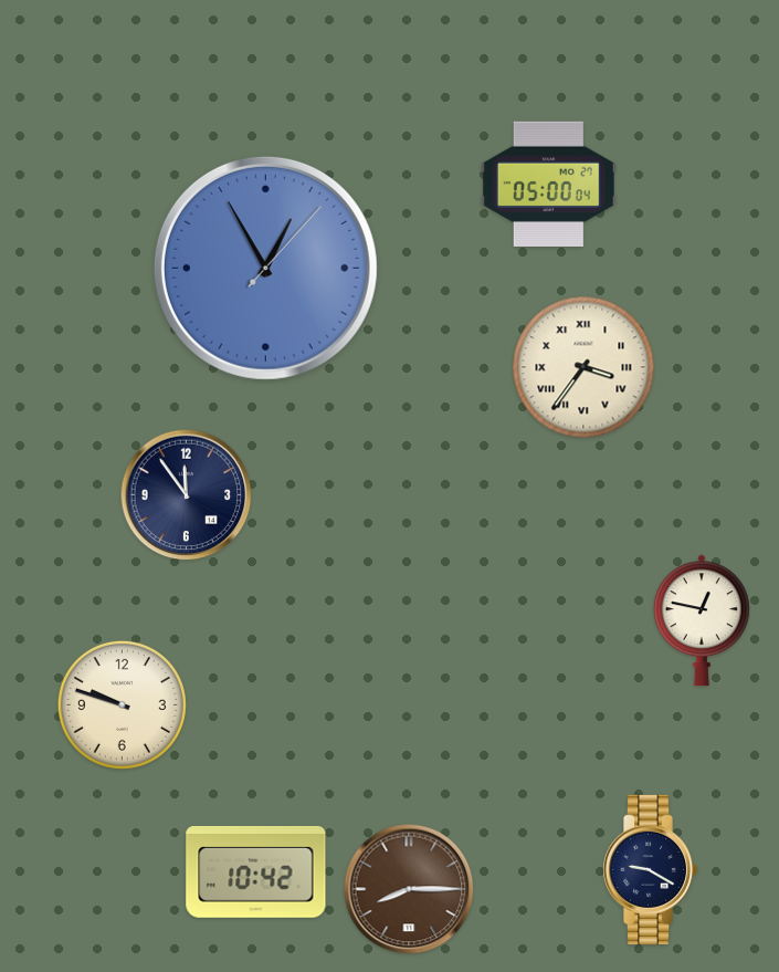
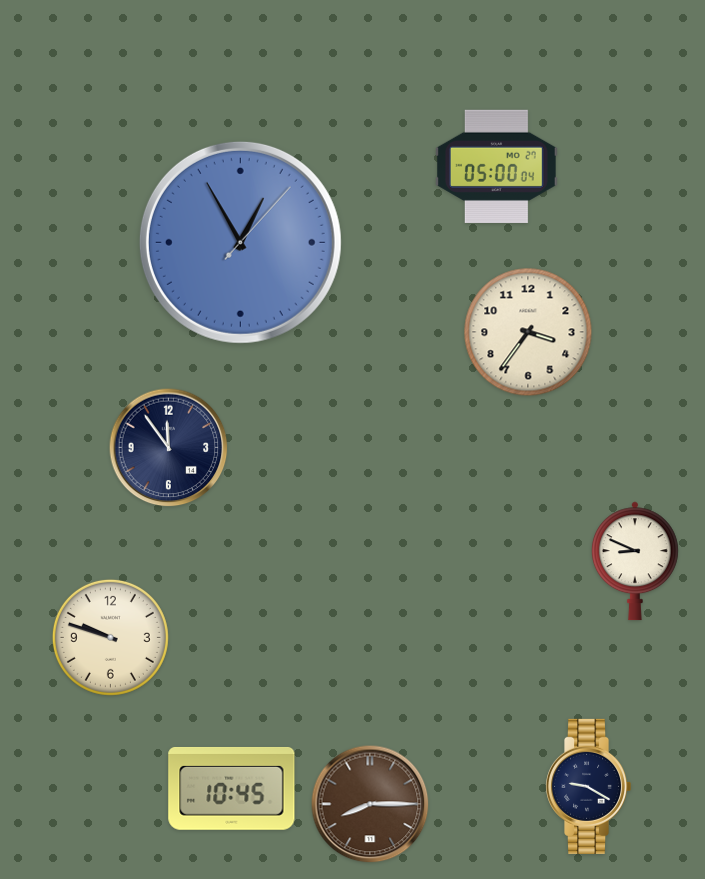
clock at (583, 367) numerals: Roman -> Arabic
clock at (702, 620): 12:47 -> 8:49
clock at (256, 871): 10:42 -> 10:45
